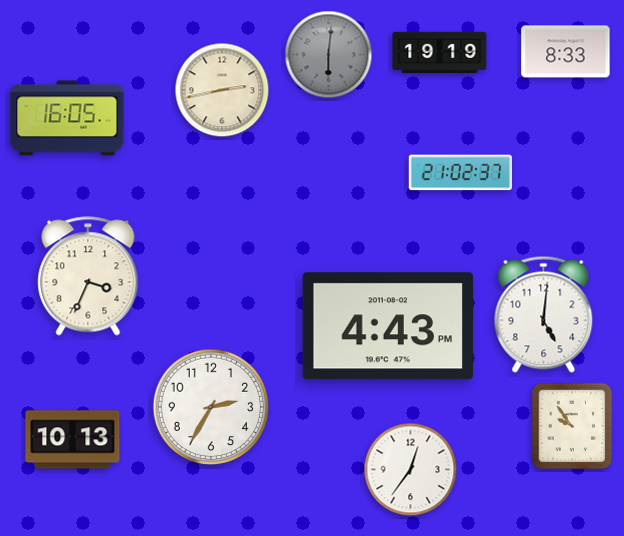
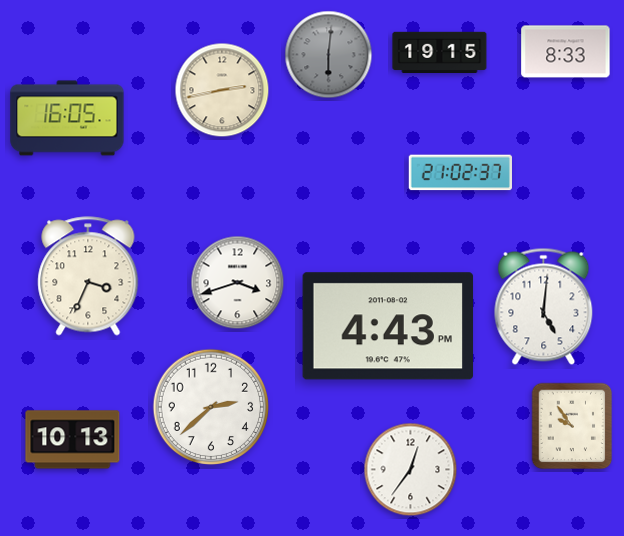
clock at (440, 53): 19:19 -> 19:15
clock at (238, 283): none -> 3:42
clock at (544, 314) position: (544, 314) -> (544, 306)
clock at (211, 407): 2:35 -> 2:38
